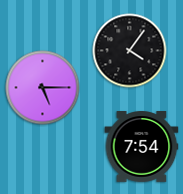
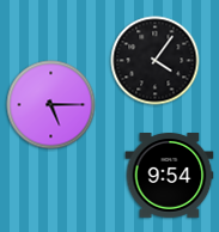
clock at (142, 147): 7:54 -> 9:54
